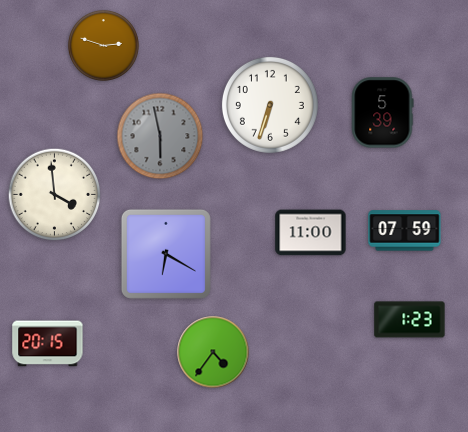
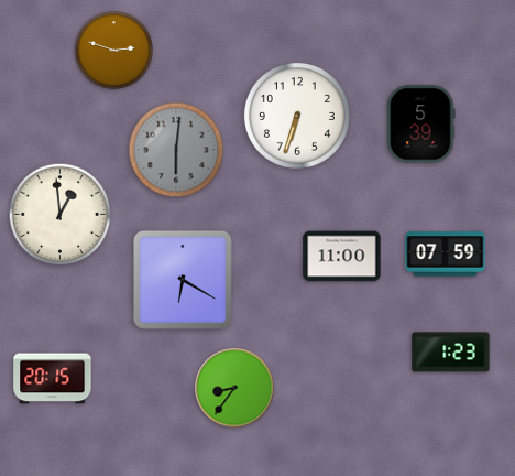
clock at (160, 136): 5:58 -> 6:01
clock at (55, 195): 3:59 -> 12:59
clock at (213, 352): 4:36 -> 8:36
